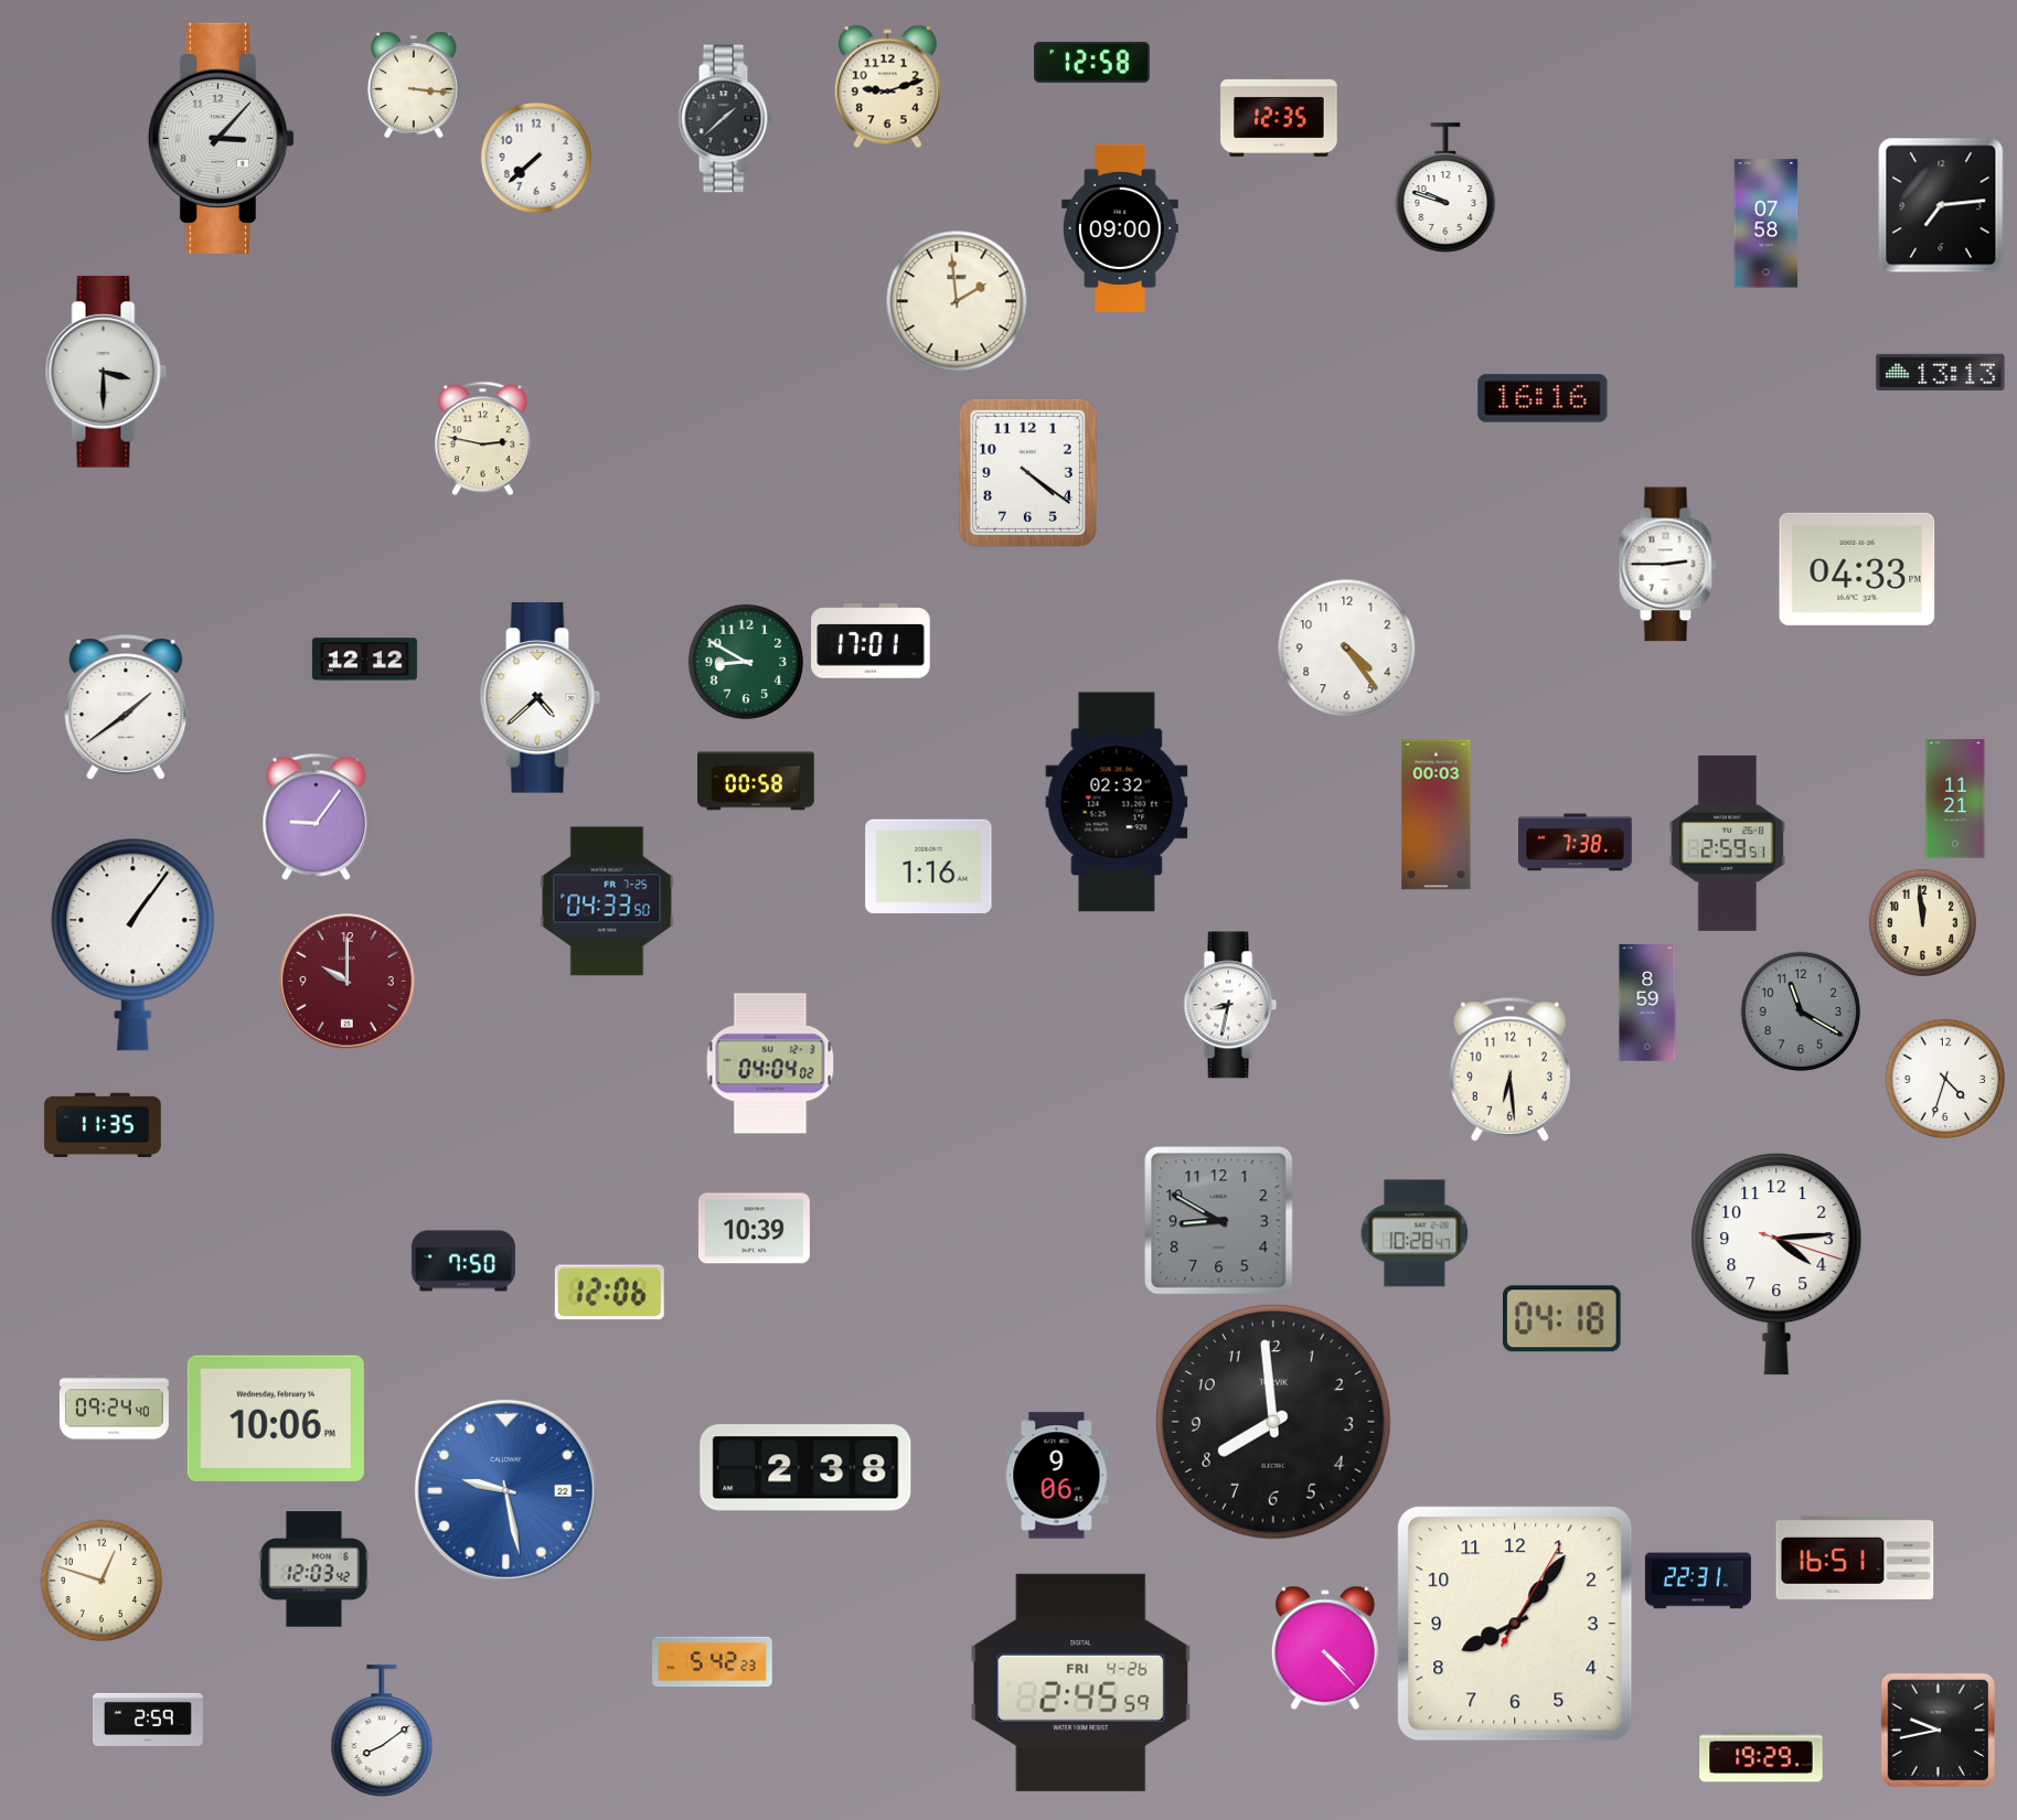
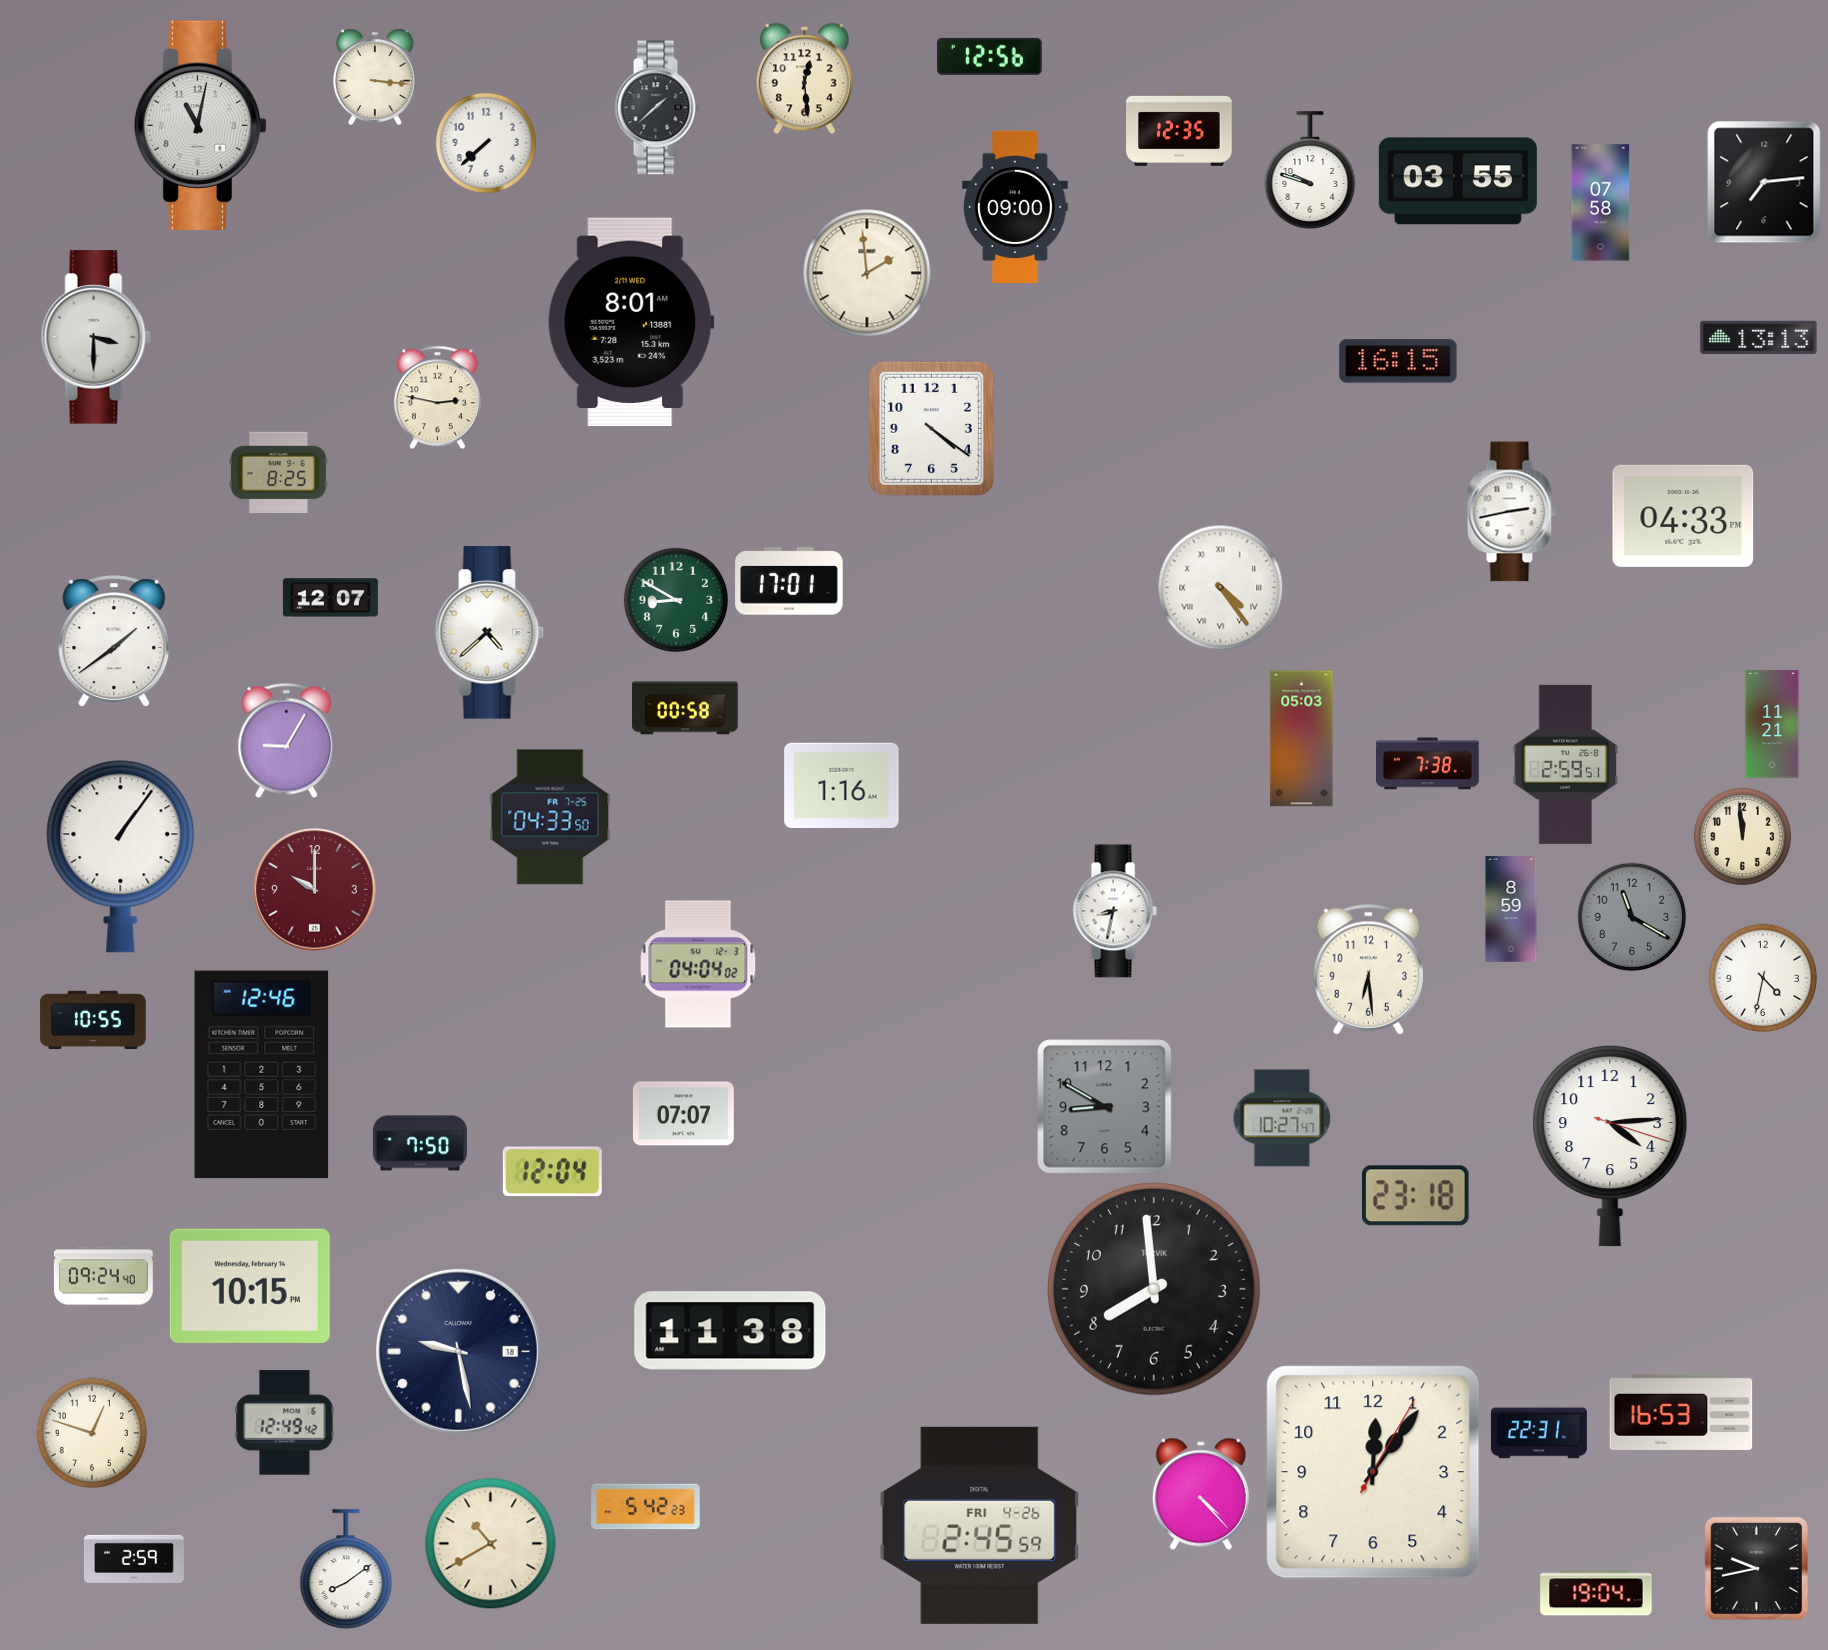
clock at (1092, 62): 12:58 -> 12:56
clock at (887, 86): 9:12 -> 12:29
clock at (1279, 116) position: (1279, 116) -> (1179, 129)
clock at (222, 138): 3:07 -> 11:02
clock at (1458, 181): none -> 03:55
clock at (1941, 205) position: (1941, 205) -> (1764, 182)
clock at (631, 322): none -> 8:01
clock at (1543, 398): 16:16 -> 16:15
clock at (278, 472): none -> 8:25
clock at (1667, 565): 2:45 -> 2:43
clock at (1346, 647) numerals: Arabic -> Roman
clock at (364, 660): 12:12 -> 12:07
clock at (1117, 802): 02:32 -> none
clock at (1437, 815): 00:03 -> 05:03
clock at (317, 816): 9:06 -> 9:05
clock at (1647, 1003) position: (1647, 1003) -> (1511, 909)
clock at (1945, 1079): 4:33 -> 4:32
clock at (103, 1124): 11:35 -> 10:55
clock at (262, 1075): none -> 12:46
clock at (754, 1229): 10:39 -> 07:07
clock at (1415, 1233): 10:28 -> 10:27
clock at (609, 1293): 12:06 -> 12:04
clock at (1561, 1319): 04:18 -> 23:18
clock at (276, 1418): 10:06 -> 10:15
clock at (805, 1468): 2:38 -> 11:38
clock at (1057, 1476): 9:06 -> none
clock at (505, 1490) date: 22 -> 18
clock at (505, 1490) dial: blue -> navy
clock at (1855, 1557): 16:51 -> 16:53
clock at (314, 1570): 12:03 -> 12:49
clock at (1515, 1624): 8:06 -> 12:06
clock at (491, 1544): none -> 10:40
clock at (1761, 1757): 19:29 -> 19:04
